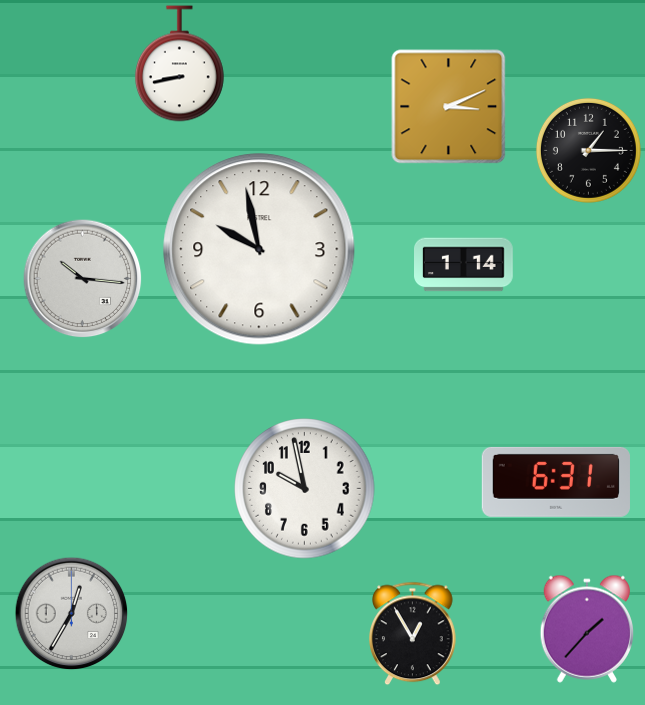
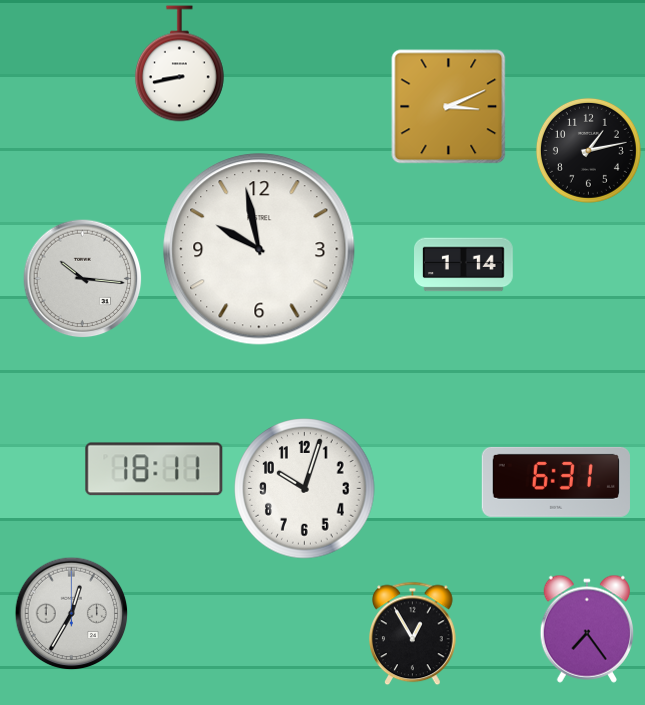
clock at (588, 150): 1:15 -> 1:13
clock at (154, 469): none -> 18:11
clock at (305, 489): 9:58 -> 10:03
clock at (586, 629): 1:37 -> 7:24
